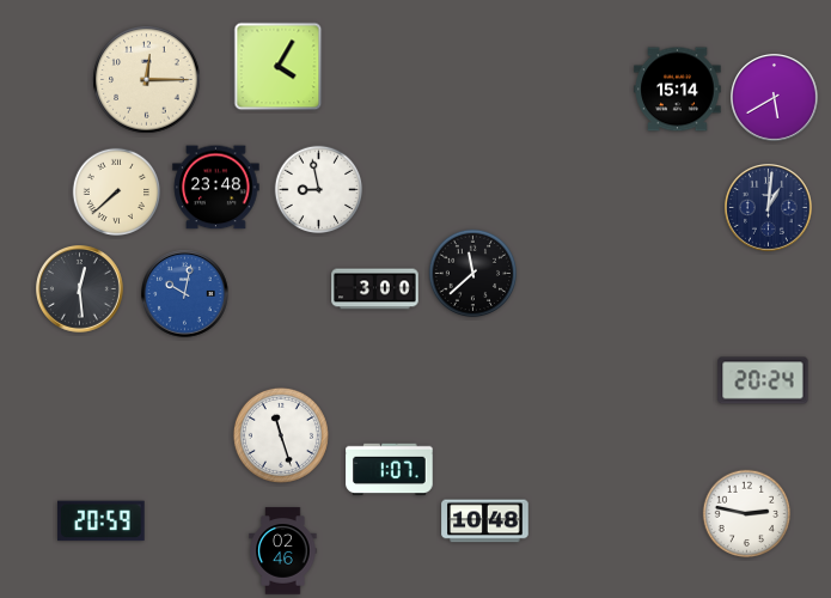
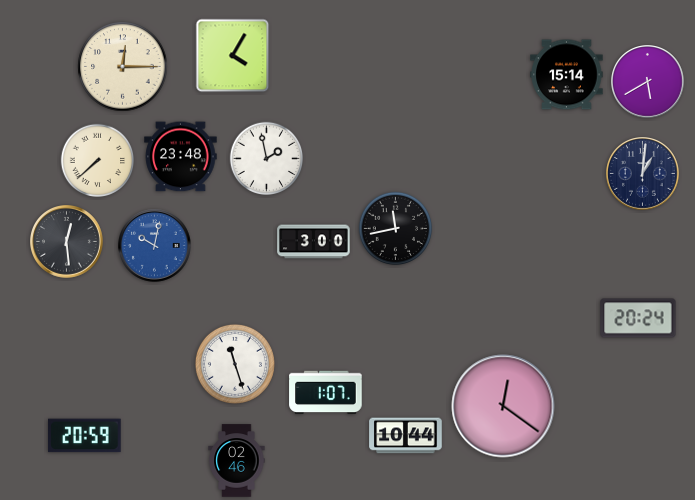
clock at (319, 190): 8:58 -> 1:58
clock at (473, 274): 11:38 -> 11:43
clock at (503, 406): none -> 12:21
clock at (747, 514): 2:47 -> none
clock at (485, 521): 10:48 -> 10:44
